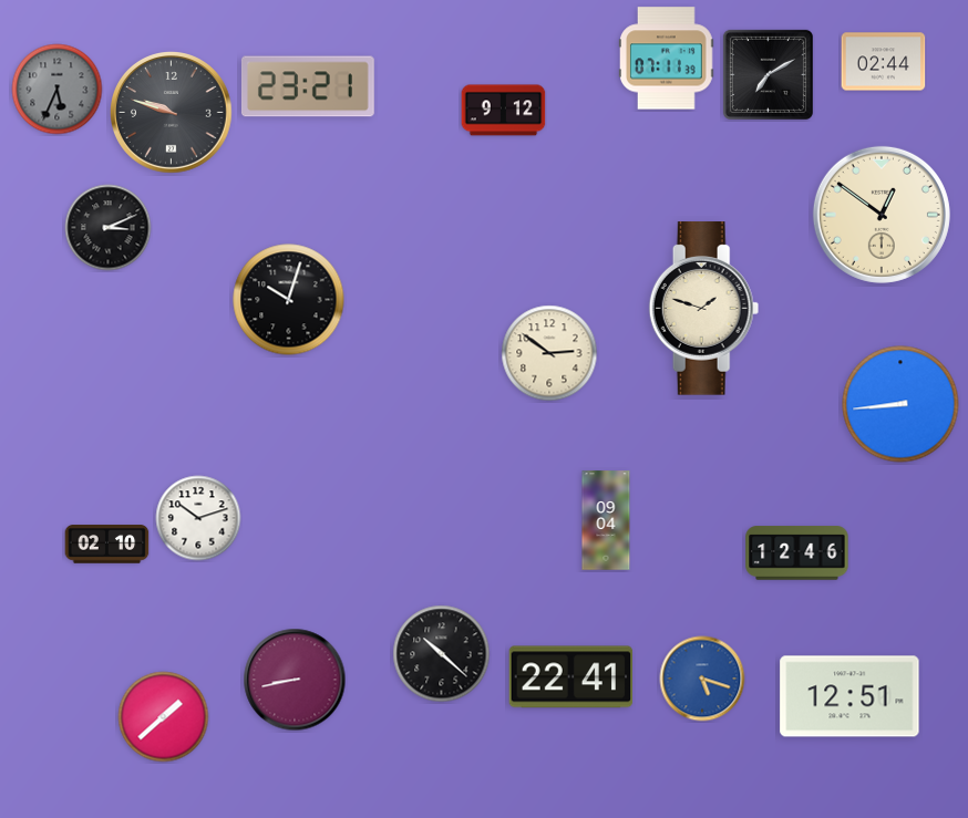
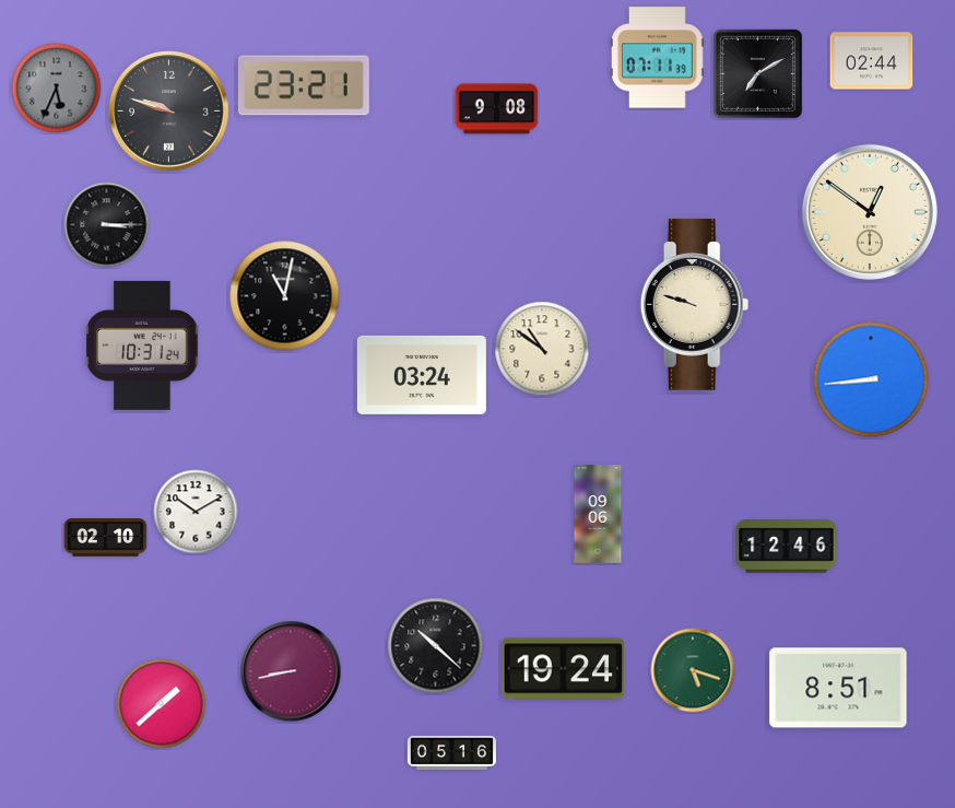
clock at (504, 111): 9:12 -> 9:08
clock at (109, 228): 3:11 -> 3:15
clock at (289, 300): 10:03 -> 11:02
clock at (704, 309): 1:48 -> 9:48
clock at (142, 346): none -> 10:31
clock at (549, 353): 2:51 -> 10:51
clock at (422, 375): none -> 03:24
clock at (900, 404) position: (900, 404) -> (871, 379)
clock at (198, 518): 10:12 -> 10:10
clock at (606, 520): 09:04 -> 09:06
clock at (571, 677): 22:41 -> 19:24
clock at (702, 679) dial: blue -> green
clock at (849, 696): 12:51 -> 8:51
clock at (164, 717) position: (164, 717) -> (162, 704)
clock at (451, 752): none -> 05:16
